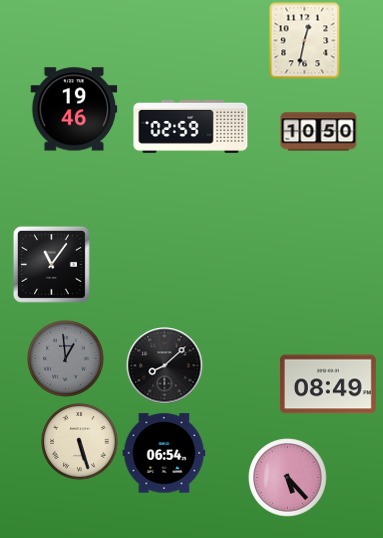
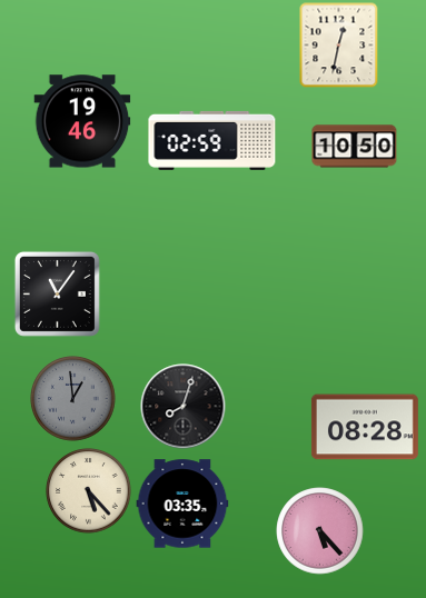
clock at (165, 366): 8:08 -> 8:03
clock at (328, 384): 08:49 -> 08:28
clock at (80, 442): 5:27 -> 5:23
clock at (164, 453): 06:54 -> 03:35
